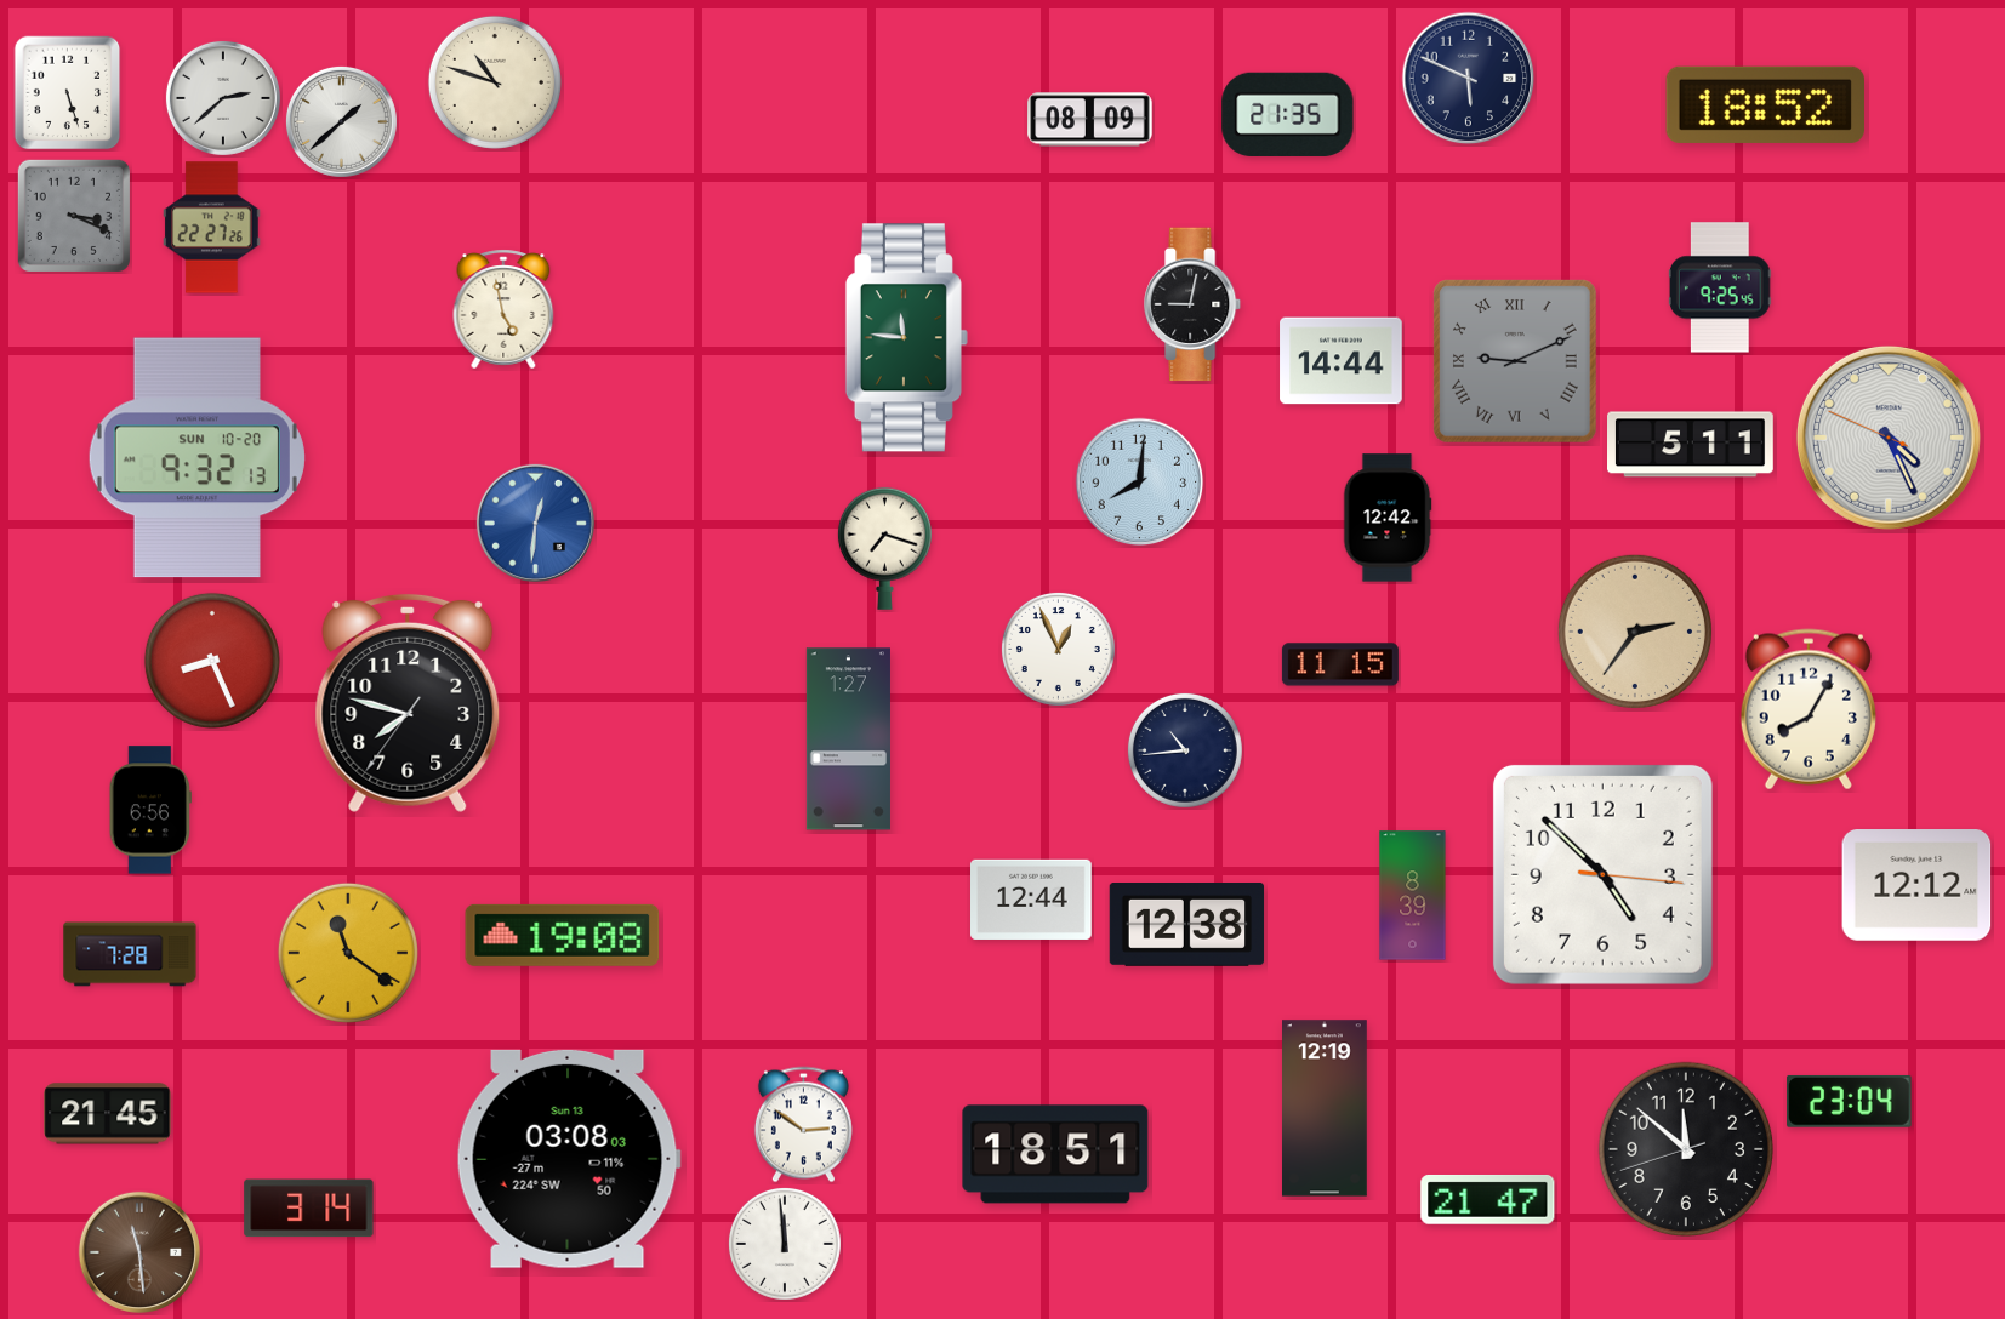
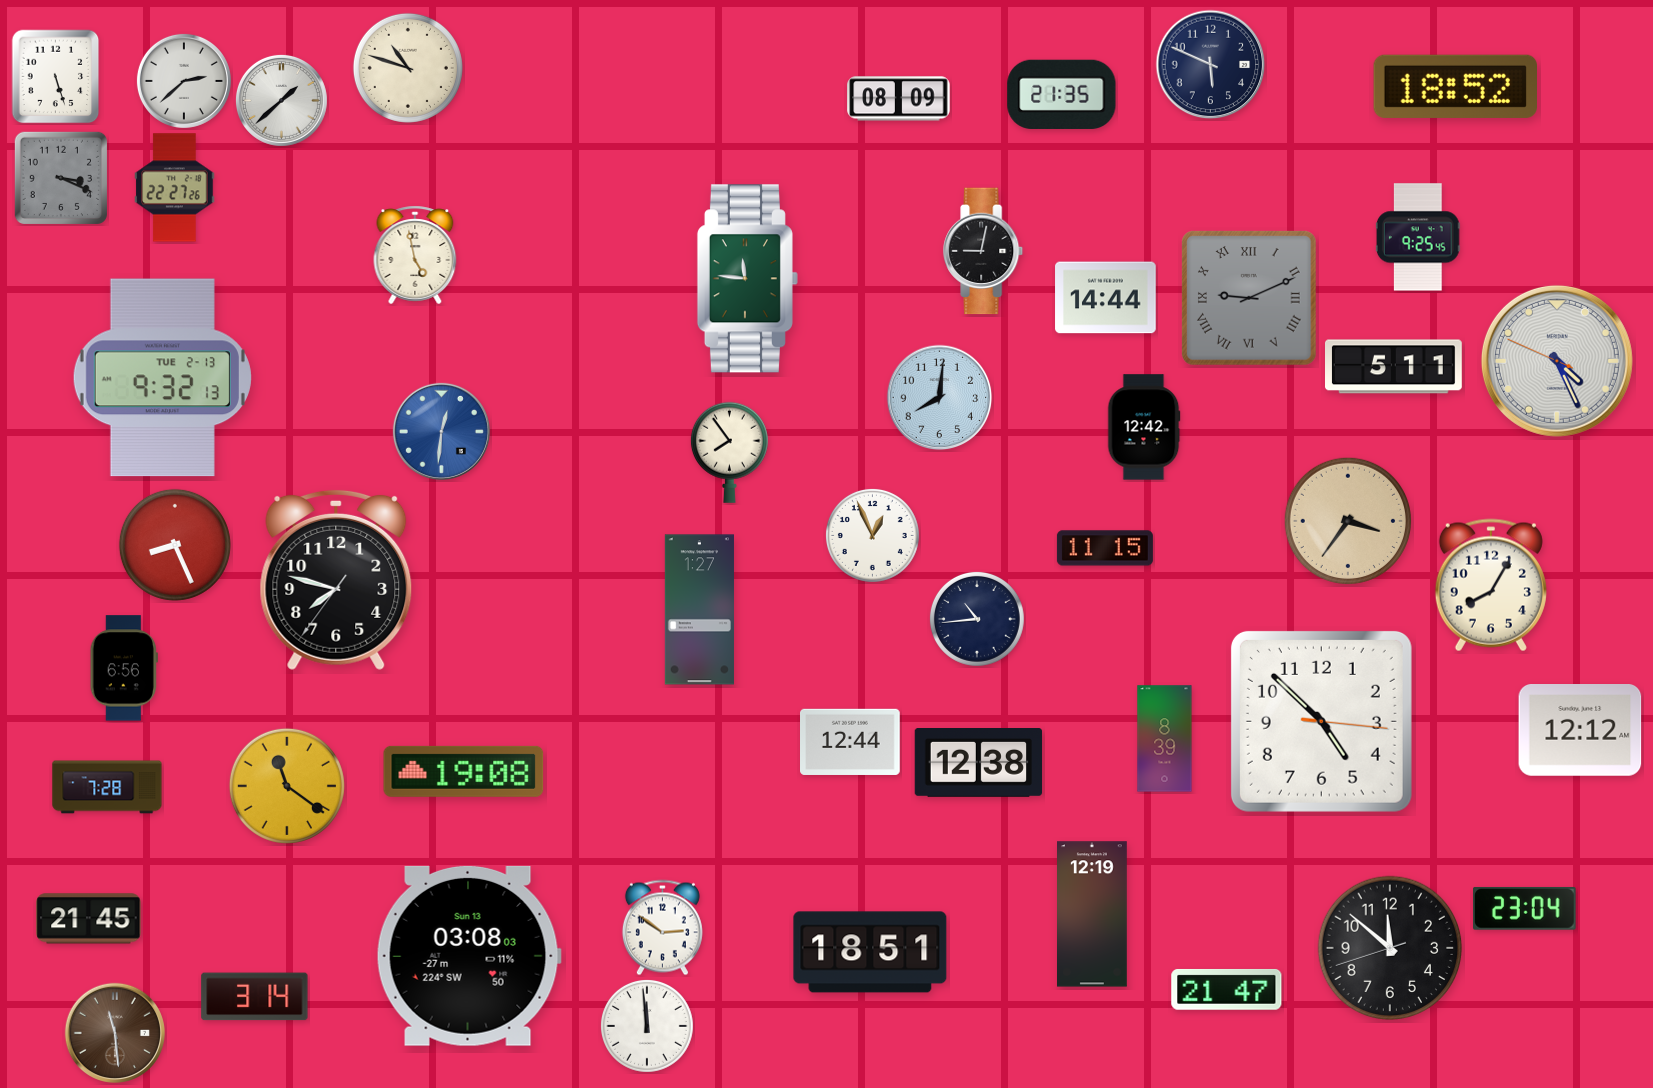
clock at (196, 458) date: SUN 10-20 -> TUE 2-13
clock at (884, 548): 7:18 -> 7:54
clock at (1635, 632): 2:36 -> 3:36
